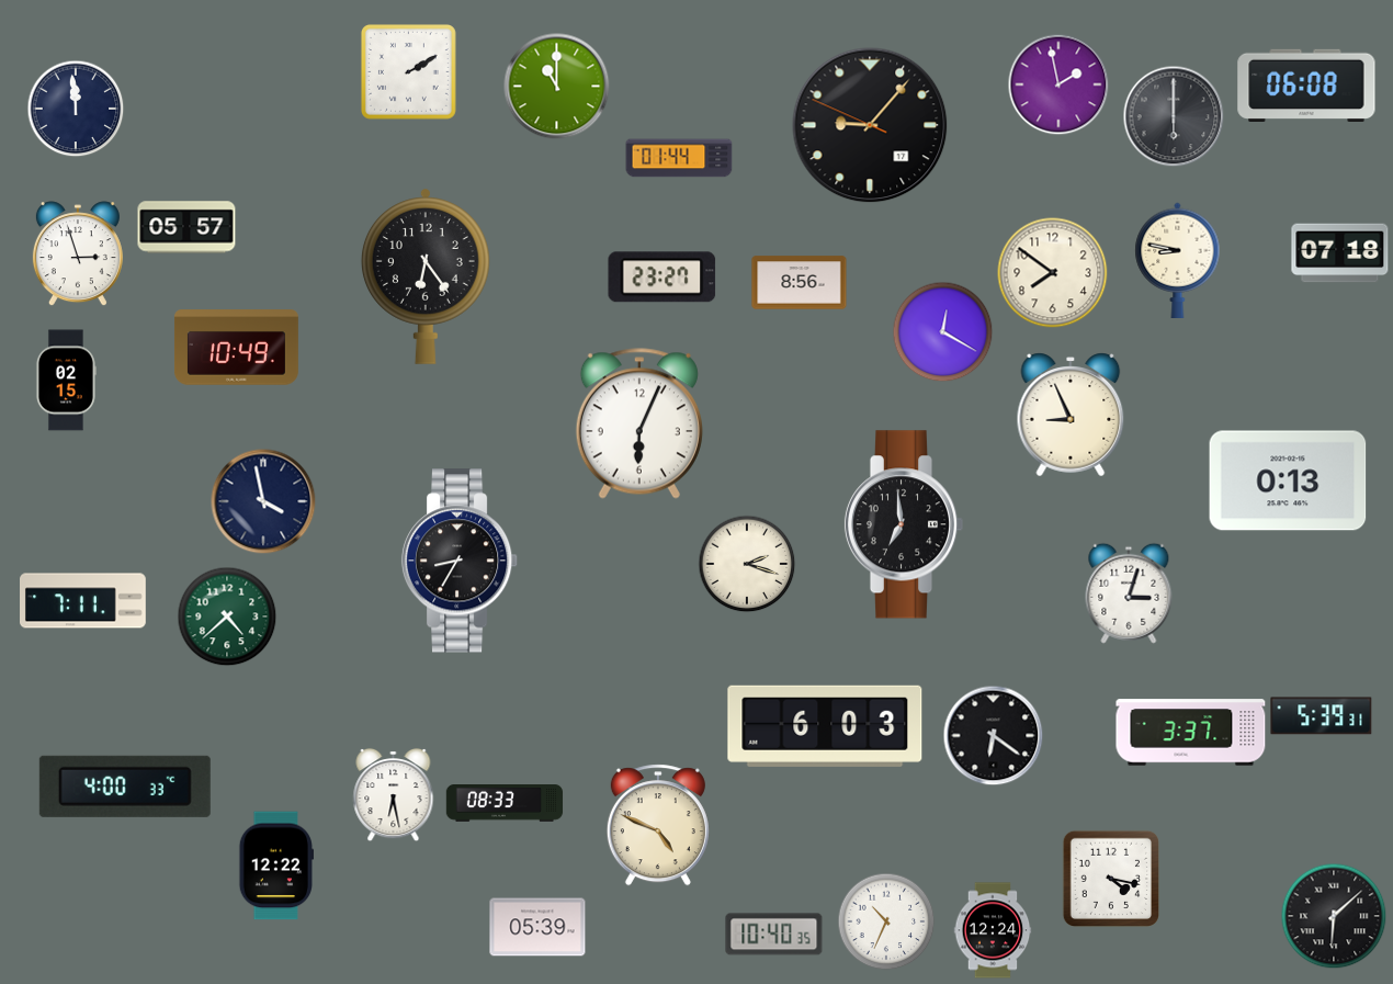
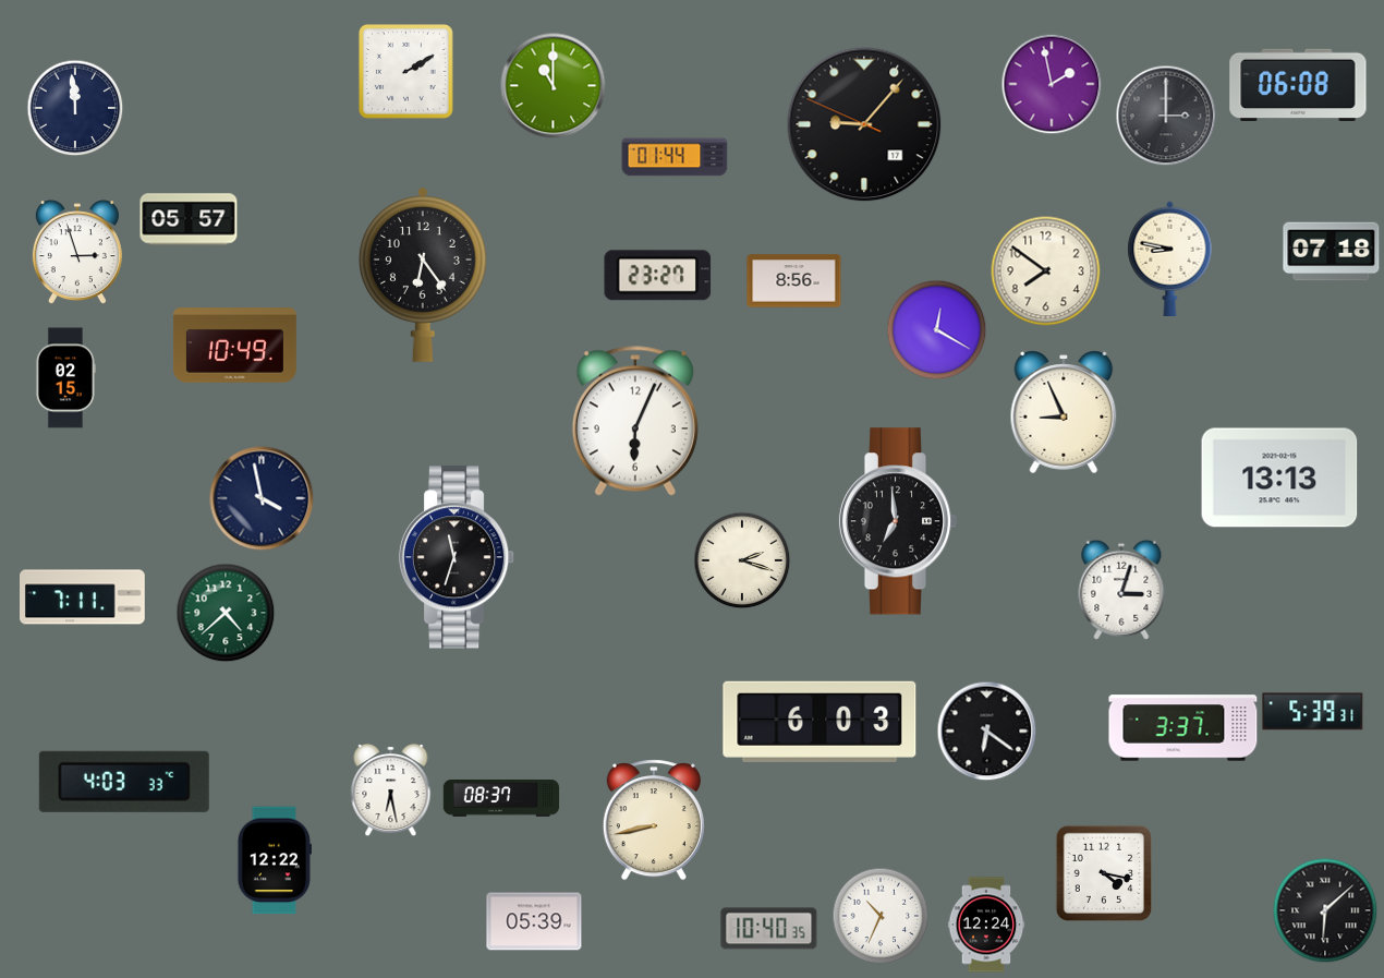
clock at (1174, 116): 6:00 -> 3:00
clock at (186, 227) position: (186, 227) -> (189, 219)
clock at (1288, 480): 0:13 -> 13:13
clock at (460, 561): 8:35 -> 11:33
clock at (125, 787): 4:00 -> 4:03
clock at (505, 804): 08:33 -> 08:37
clock at (658, 825): 4:49 -> 8:43
